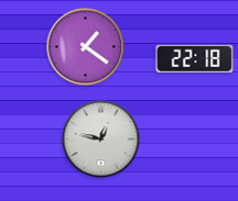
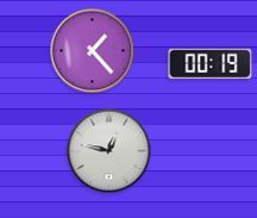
clock at (86, 47): 1:21 -> 1:23
clock at (195, 58): 22:18 -> 00:19
